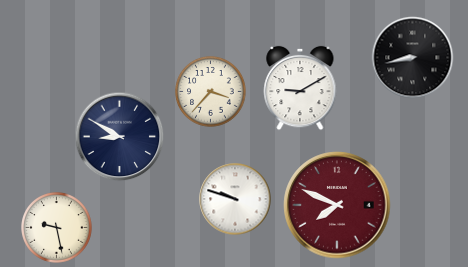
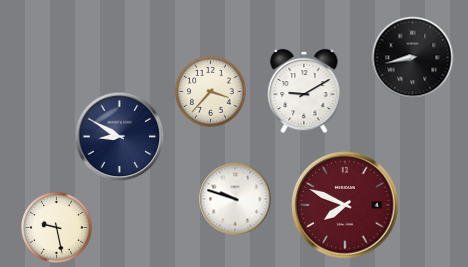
clock at (300, 88) position: (300, 88) -> (304, 91)
clock at (337, 205) position: (337, 205) -> (345, 205)
